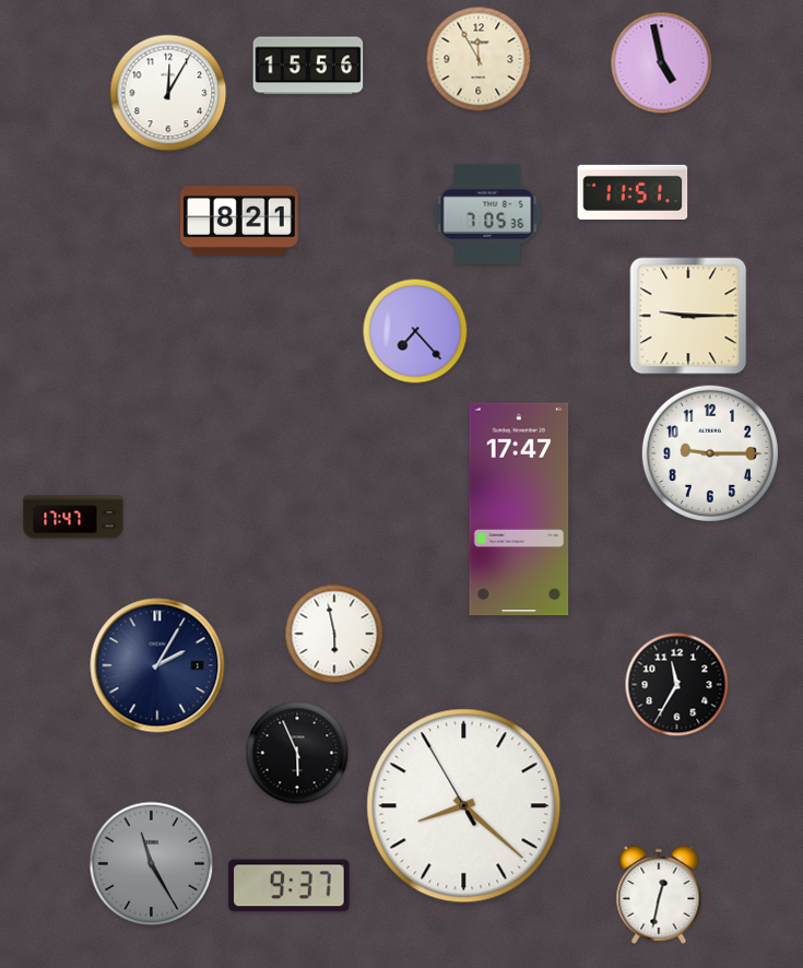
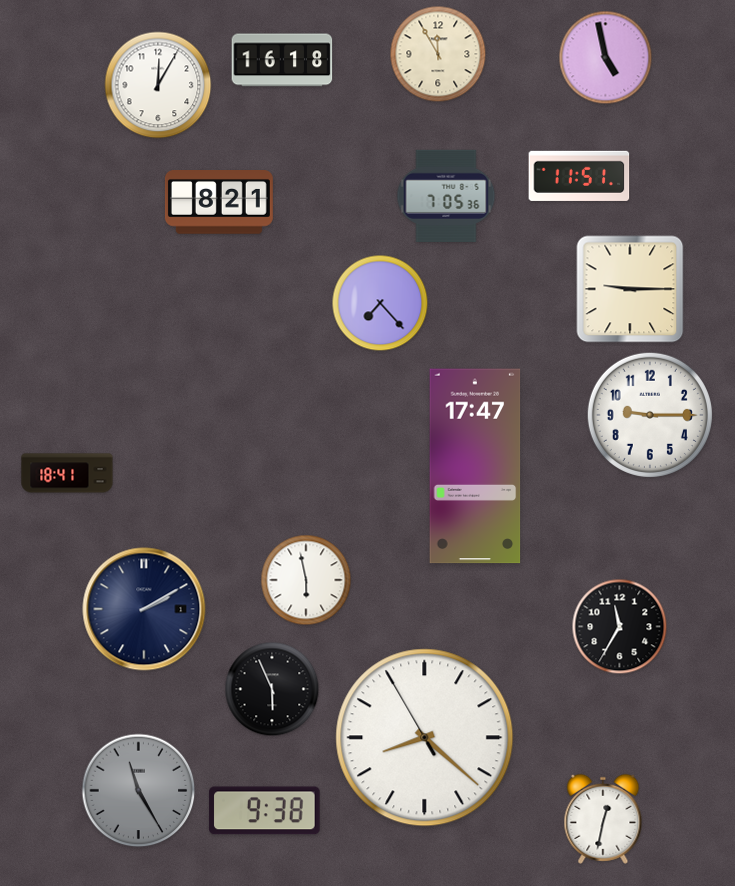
clock at (308, 66): 15:56 -> 16:18
clock at (168, 93) position: (168, 93) -> (158, 85)
clock at (73, 517): 17:47 -> 18:41
clock at (157, 665): 2:05 -> 2:10
clock at (290, 886): 9:37 -> 9:38
